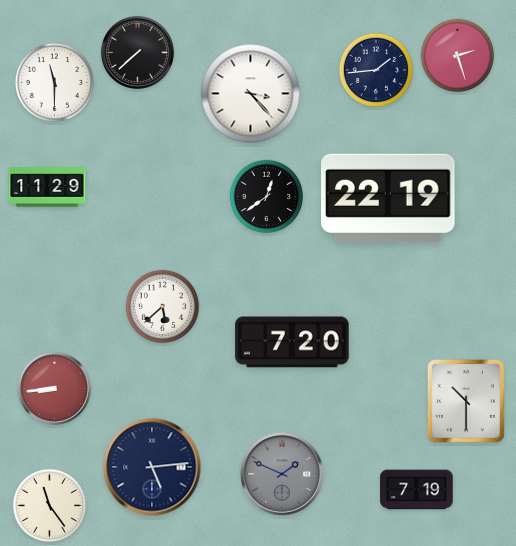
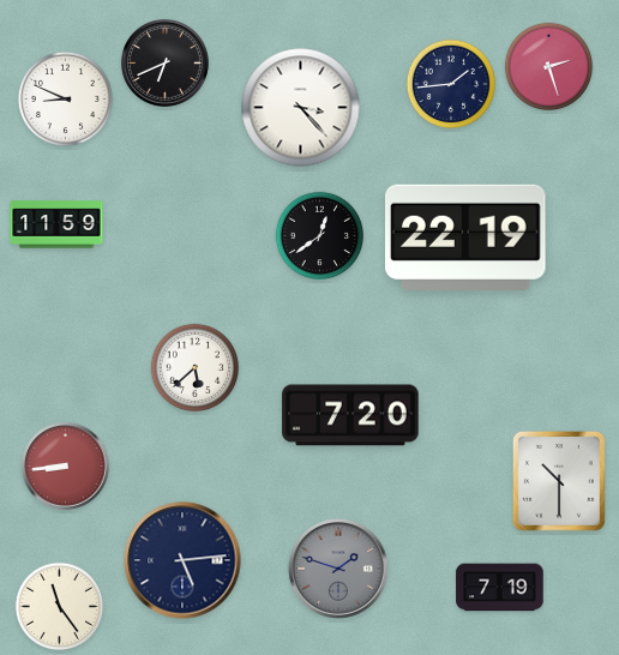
clock at (138, 53): 7:38 -> 6:41
clock at (54, 82): 11:30 -> 8:49
clock at (251, 94) position: (251, 94) -> (301, 108)
clock at (47, 187): 11:29 -> 11:59
clock at (292, 342) position: (292, 342) -> (350, 415)
clock at (282, 474): 1:49 -> 1:48
